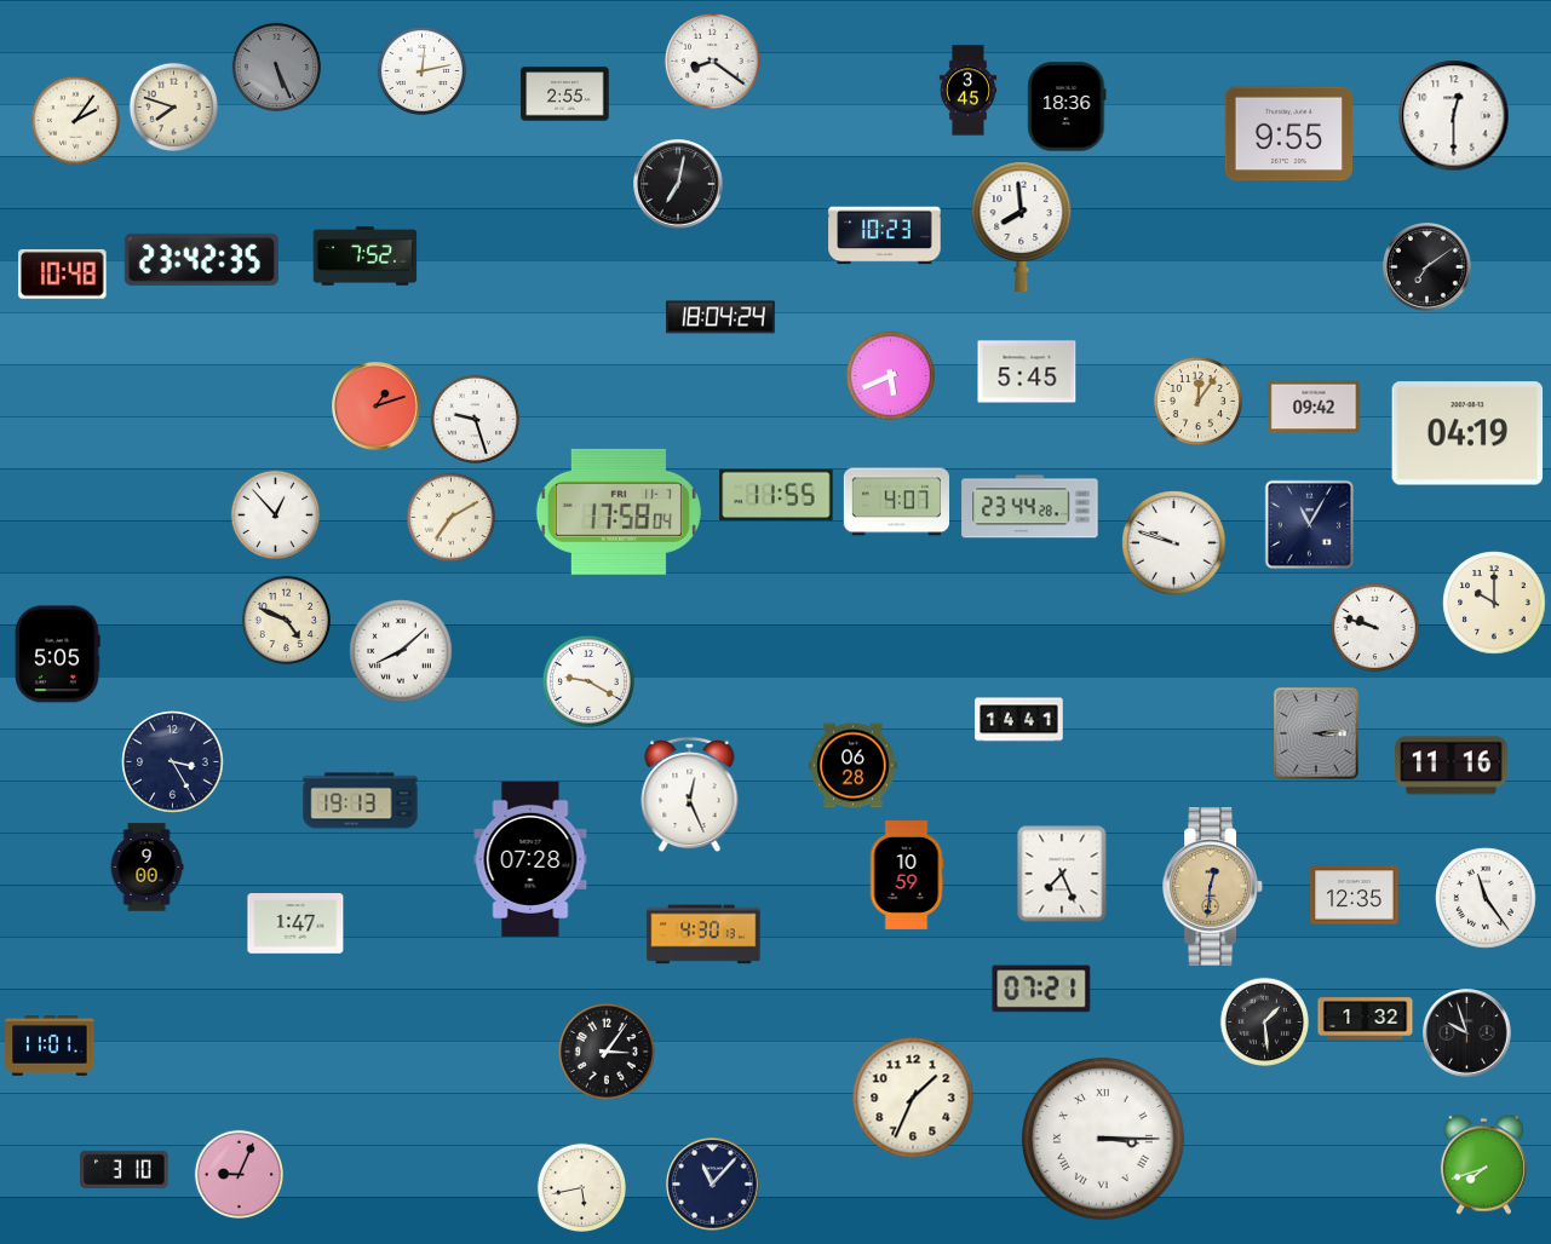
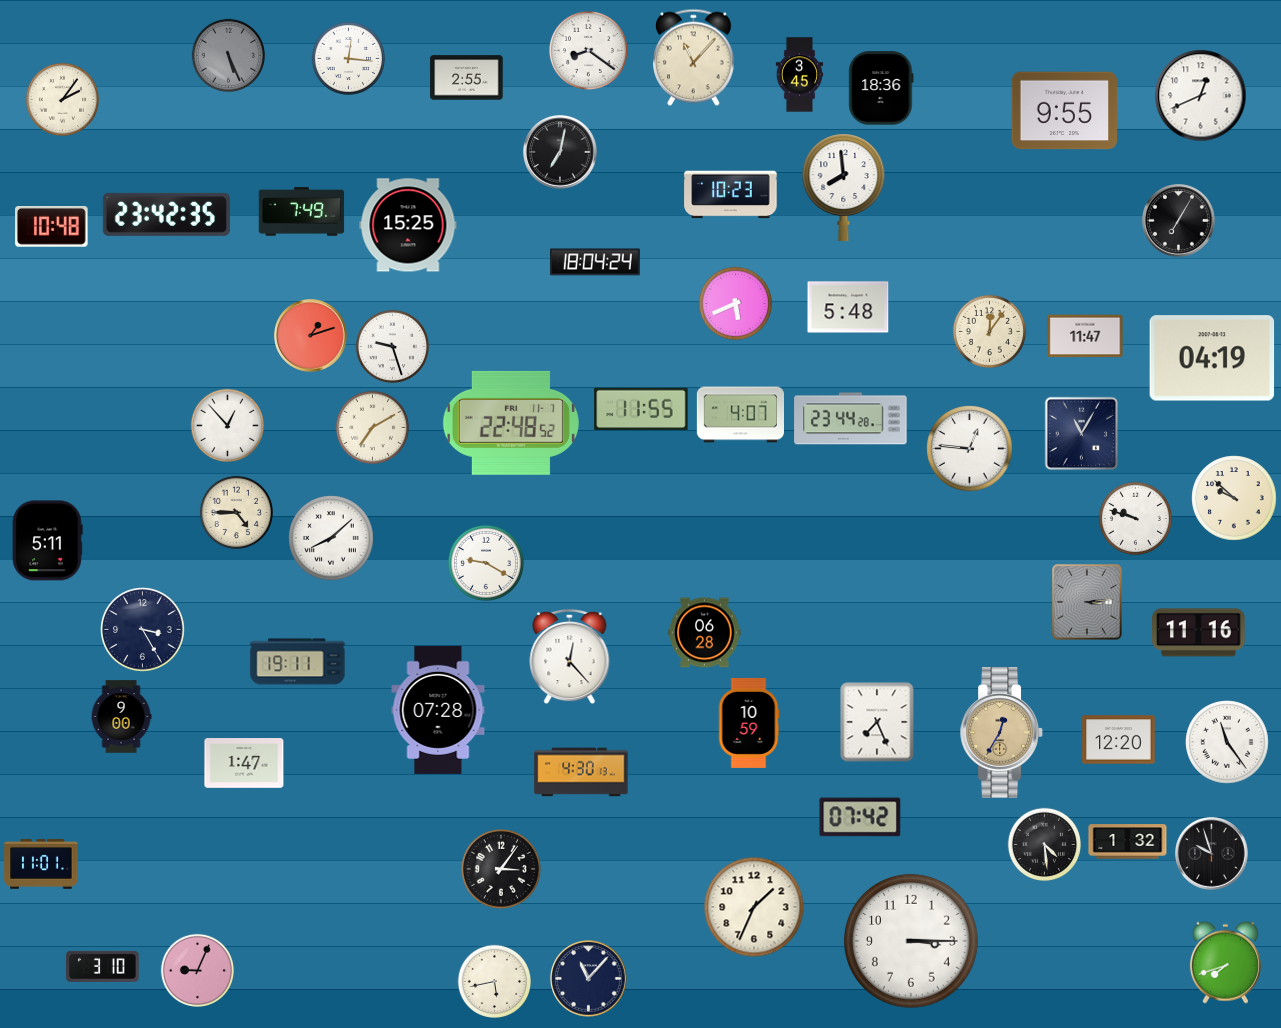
clock at (421, 70): 12:13 -> 12:16
clock at (694, 58): none -> 11:07
clock at (173, 106): 7:48 -> none
clock at (1454, 116): 12:30 -> 12:41
clock at (366, 257): 7:52 -> 7:49
clock at (1428, 267): 7:09 -> 7:05
clock at (408, 225): none -> 15:25
clock at (1027, 372): 5:45 -> 5:48
clock at (890, 375) position: (890, 375) -> (735, 303)
clock at (1314, 407): 09:42 -> 11:47
clock at (619, 512): 17:58 -> 22:48
clock at (1174, 543): 9:48 -> 12:46
clock at (1494, 603): 10:00 -> 9:52
clock at (286, 620): 4:49 -> 4:45
clock at (57, 655): 5:05 -> 5:11
clock at (1019, 720): 14:41 -> none
clock at (1316, 733) position: (1316, 733) -> (1087, 602)
clock at (690, 795): 12:26 -> 12:23
clock at (361, 801): 19:13 -> 19:11
clock at (1212, 887): 12:31 -> 12:35
clock at (1355, 895): 12:35 -> 12:20
clock at (1041, 989): 07:21 -> 07:42
clock at (1264, 1021): 1:29 -> 4:29
clock at (1103, 1139) numerals: Roman -> Arabic
clock at (581, 1187) position: (581, 1187) -> (494, 981)
